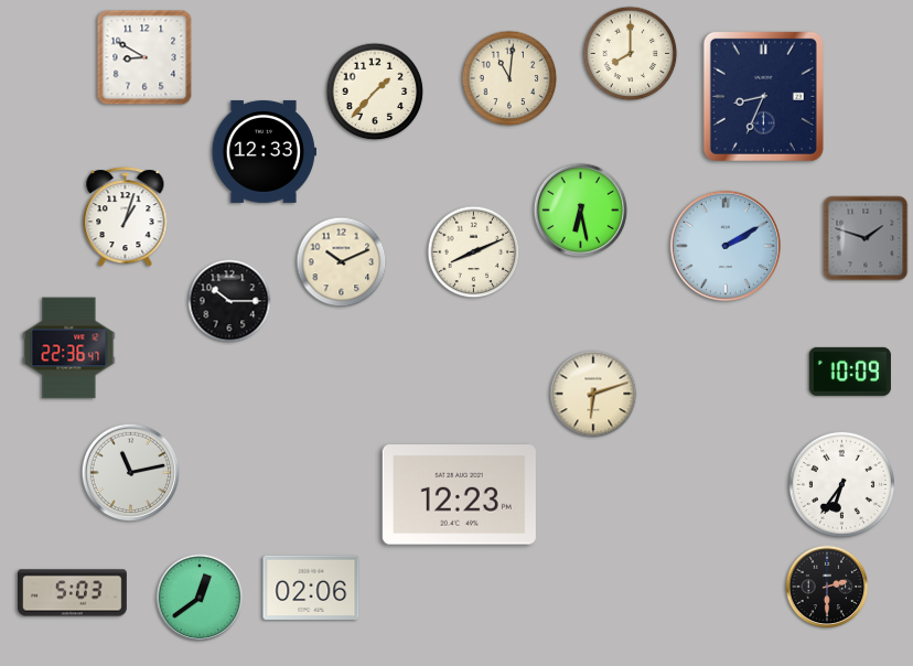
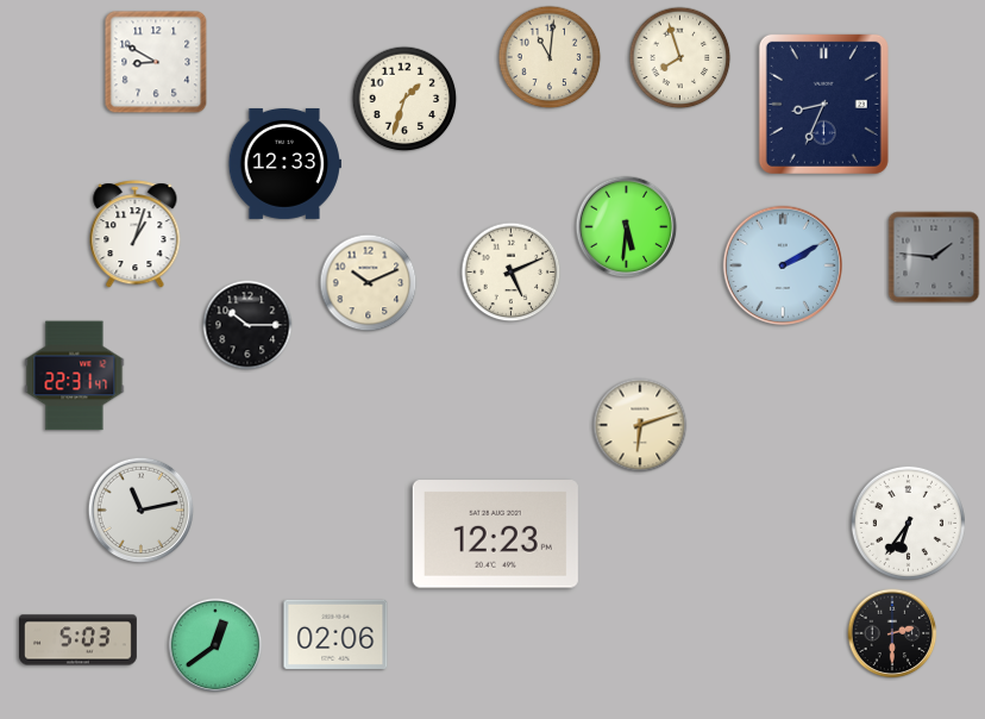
clock at (631, 54): 8:00 -> 7:57
clock at (509, 78) position: (509, 78) -> (550, 57)
clock at (375, 92): 1:37 -> 1:33
clock at (581, 211): 6:28 -> 5:31
clock at (866, 238): 1:48 -> 1:46
clock at (474, 253): 8:11 -> 5:11
clock at (69, 348): 22:36 -> 22:31
clock at (850, 372): 10:09 -> none
